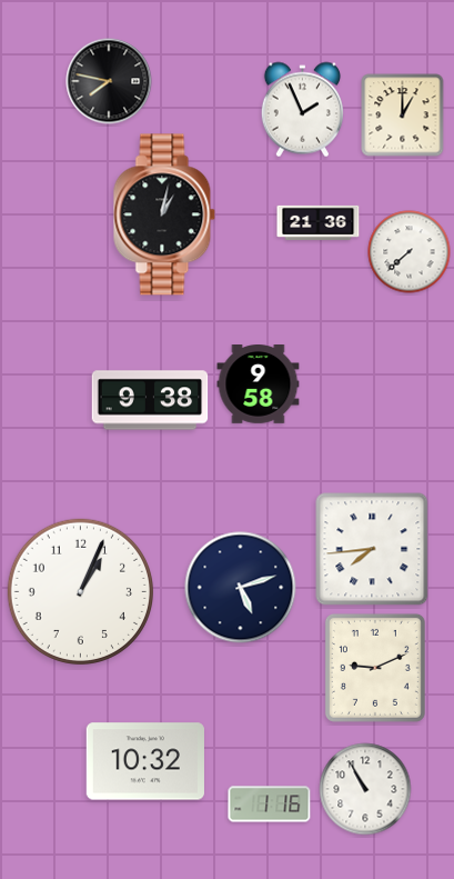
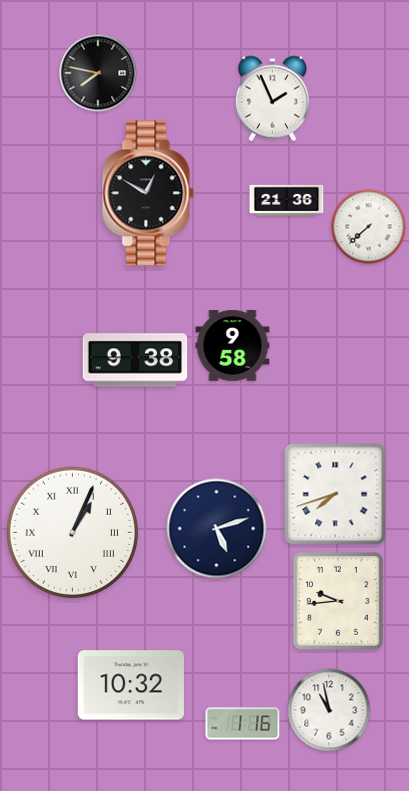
clock at (403, 116): 1:00 -> none
clock at (164, 214): 1:02 -> 12:50
clock at (372, 549): 7:44 -> 7:42
clock at (80, 591) numerals: Arabic -> Roman
clock at (375, 668): 9:11 -> 9:44
clock at (365, 789): 10:55 -> 10:58
